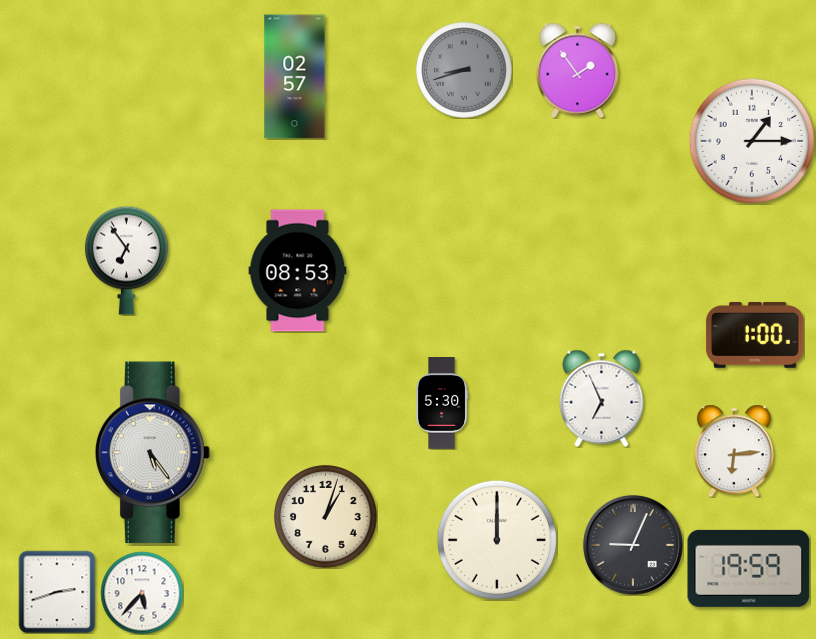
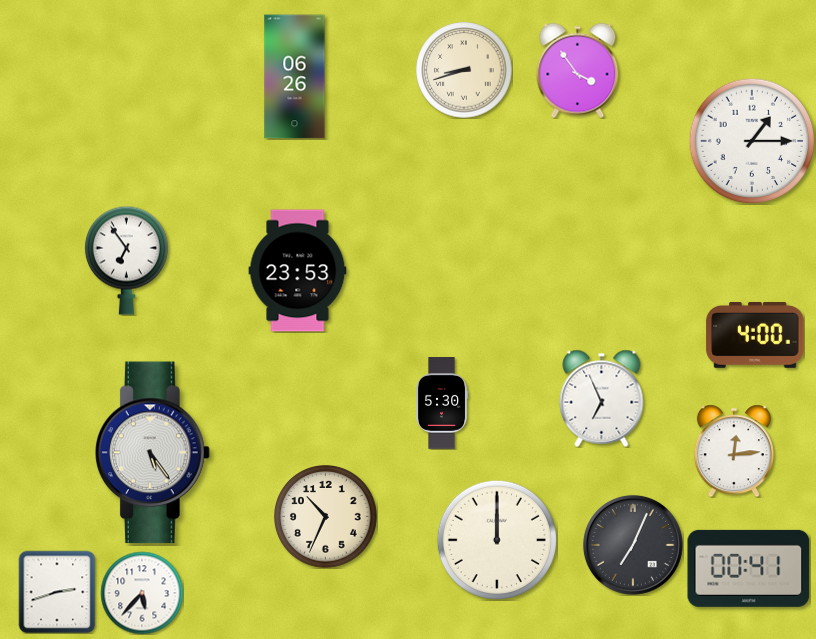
clock at (464, 70) dial: grey -> cream
clock at (578, 70): 1:54 -> 3:54
clock at (295, 77): 02:57 -> 06:26
clock at (298, 271): 08:53 -> 23:53
clock at (755, 335): 1:00 -> 4:00
clock at (734, 451): 6:14 -> 12:14
clock at (326, 517): 1:03 -> 10:34
clock at (633, 545): 9:04 -> 7:04
clock at (749, 568): 19:59 -> 00:41
